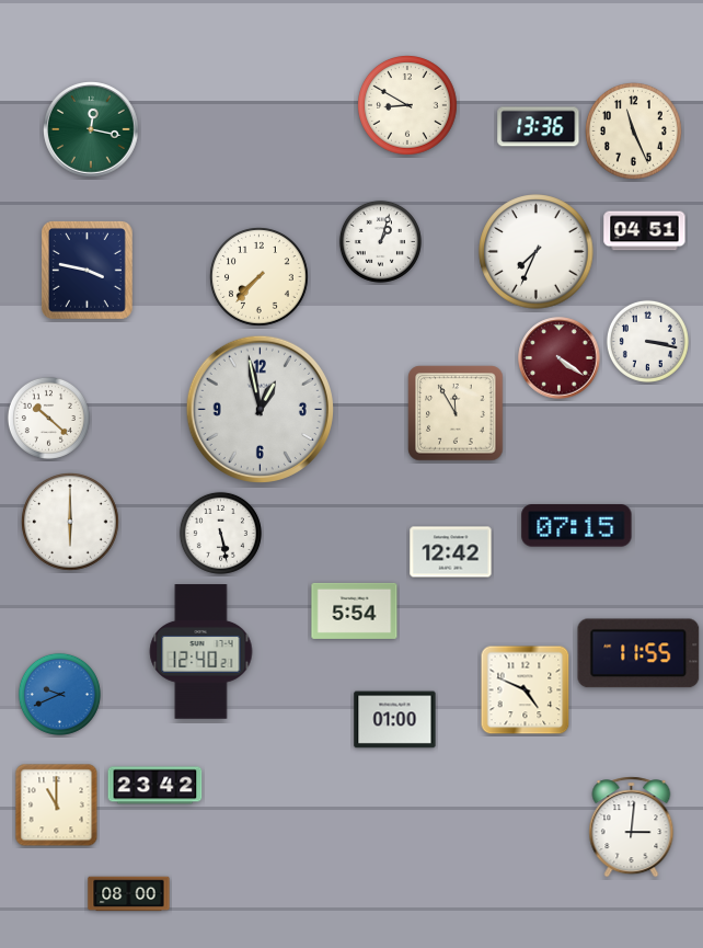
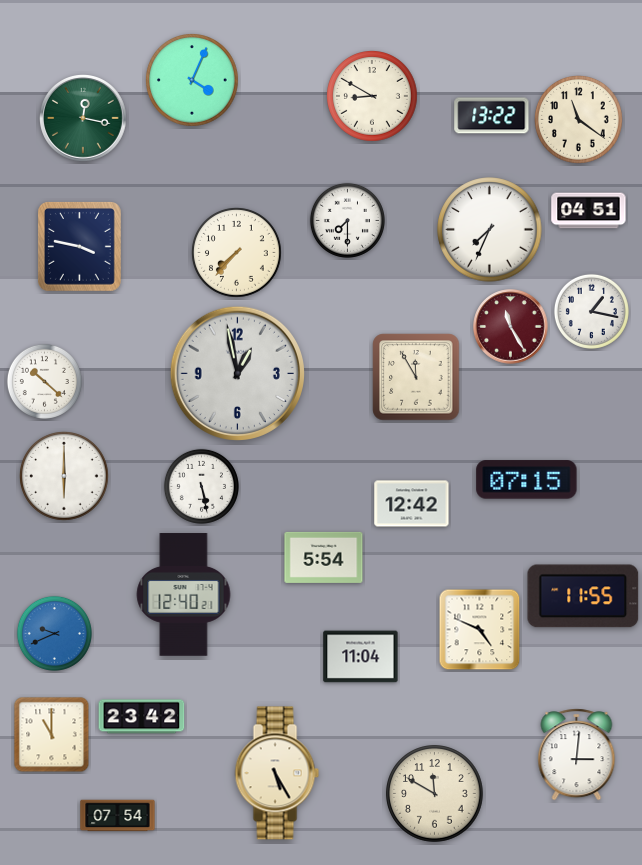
clock at (193, 81): none -> 4:04
clock at (539, 127): 13:36 -> 13:22
clock at (634, 132): 11:26 -> 11:21
clock at (380, 241): 1:03 -> 7:30
clock at (647, 341): 3:17 -> 1:17
clock at (560, 358): 4:21 -> 11:25
clock at (395, 720): 01:00 -> 11:04
clock at (277, 773): none -> 5:25
clock at (435, 794): none -> 11:50
clock at (129, 894): 08:00 -> 07:54
